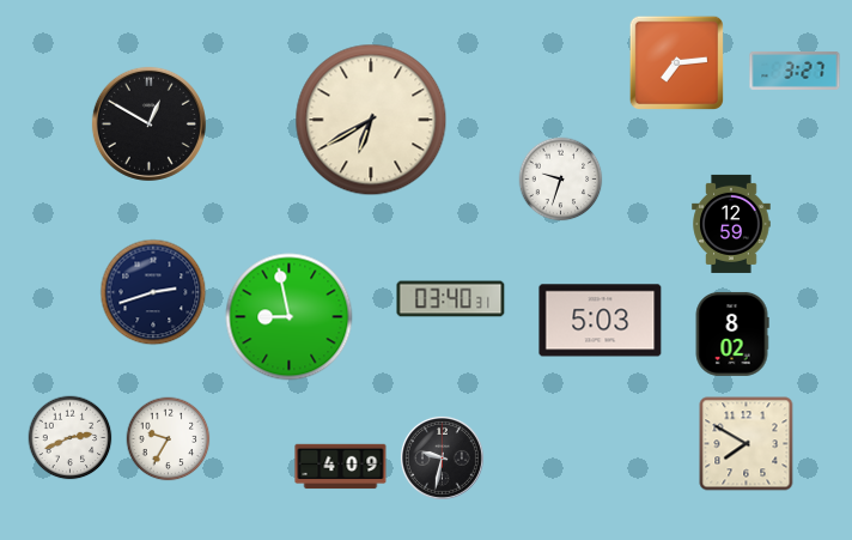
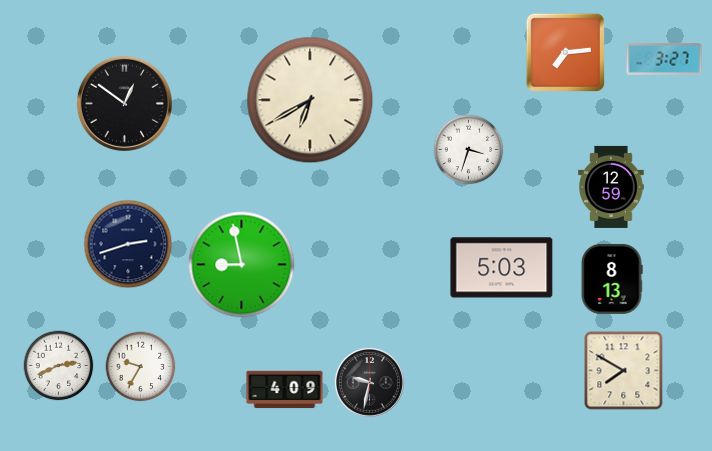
clock at (148, 123): 12:50 -> 12:51
clock at (561, 180): 9:33 -> 3:33
clock at (451, 299): 03:40 -> none
clock at (732, 334): 8:02 -> 8:13
